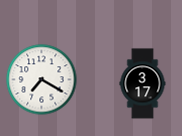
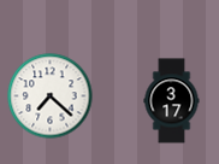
clock at (42, 80): 7:20 -> 7:22
